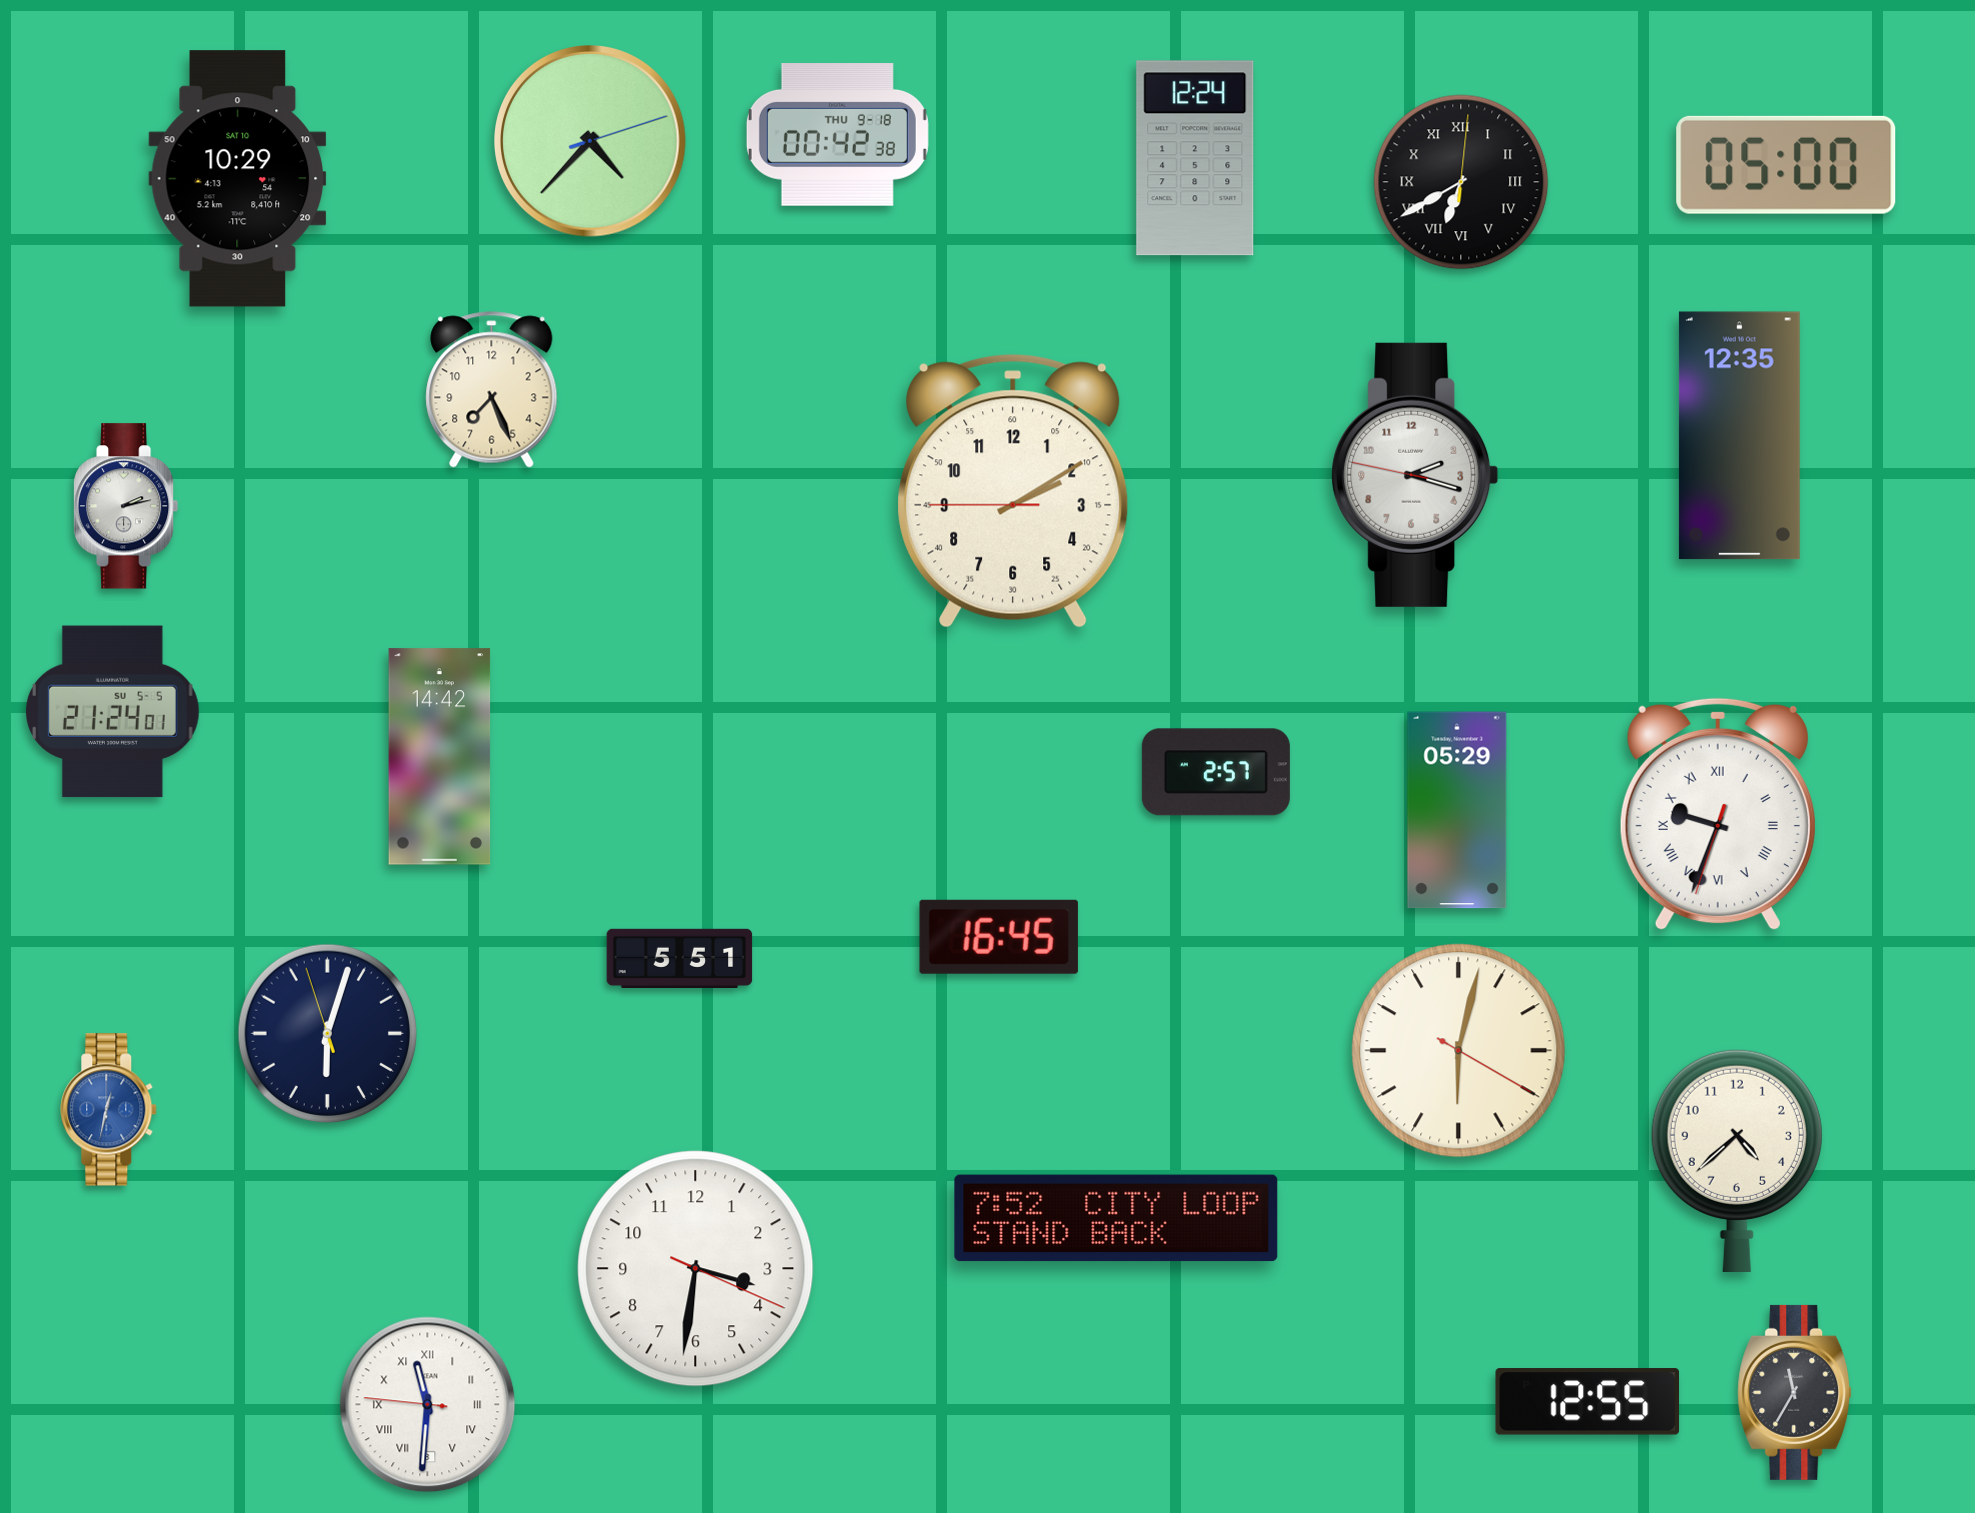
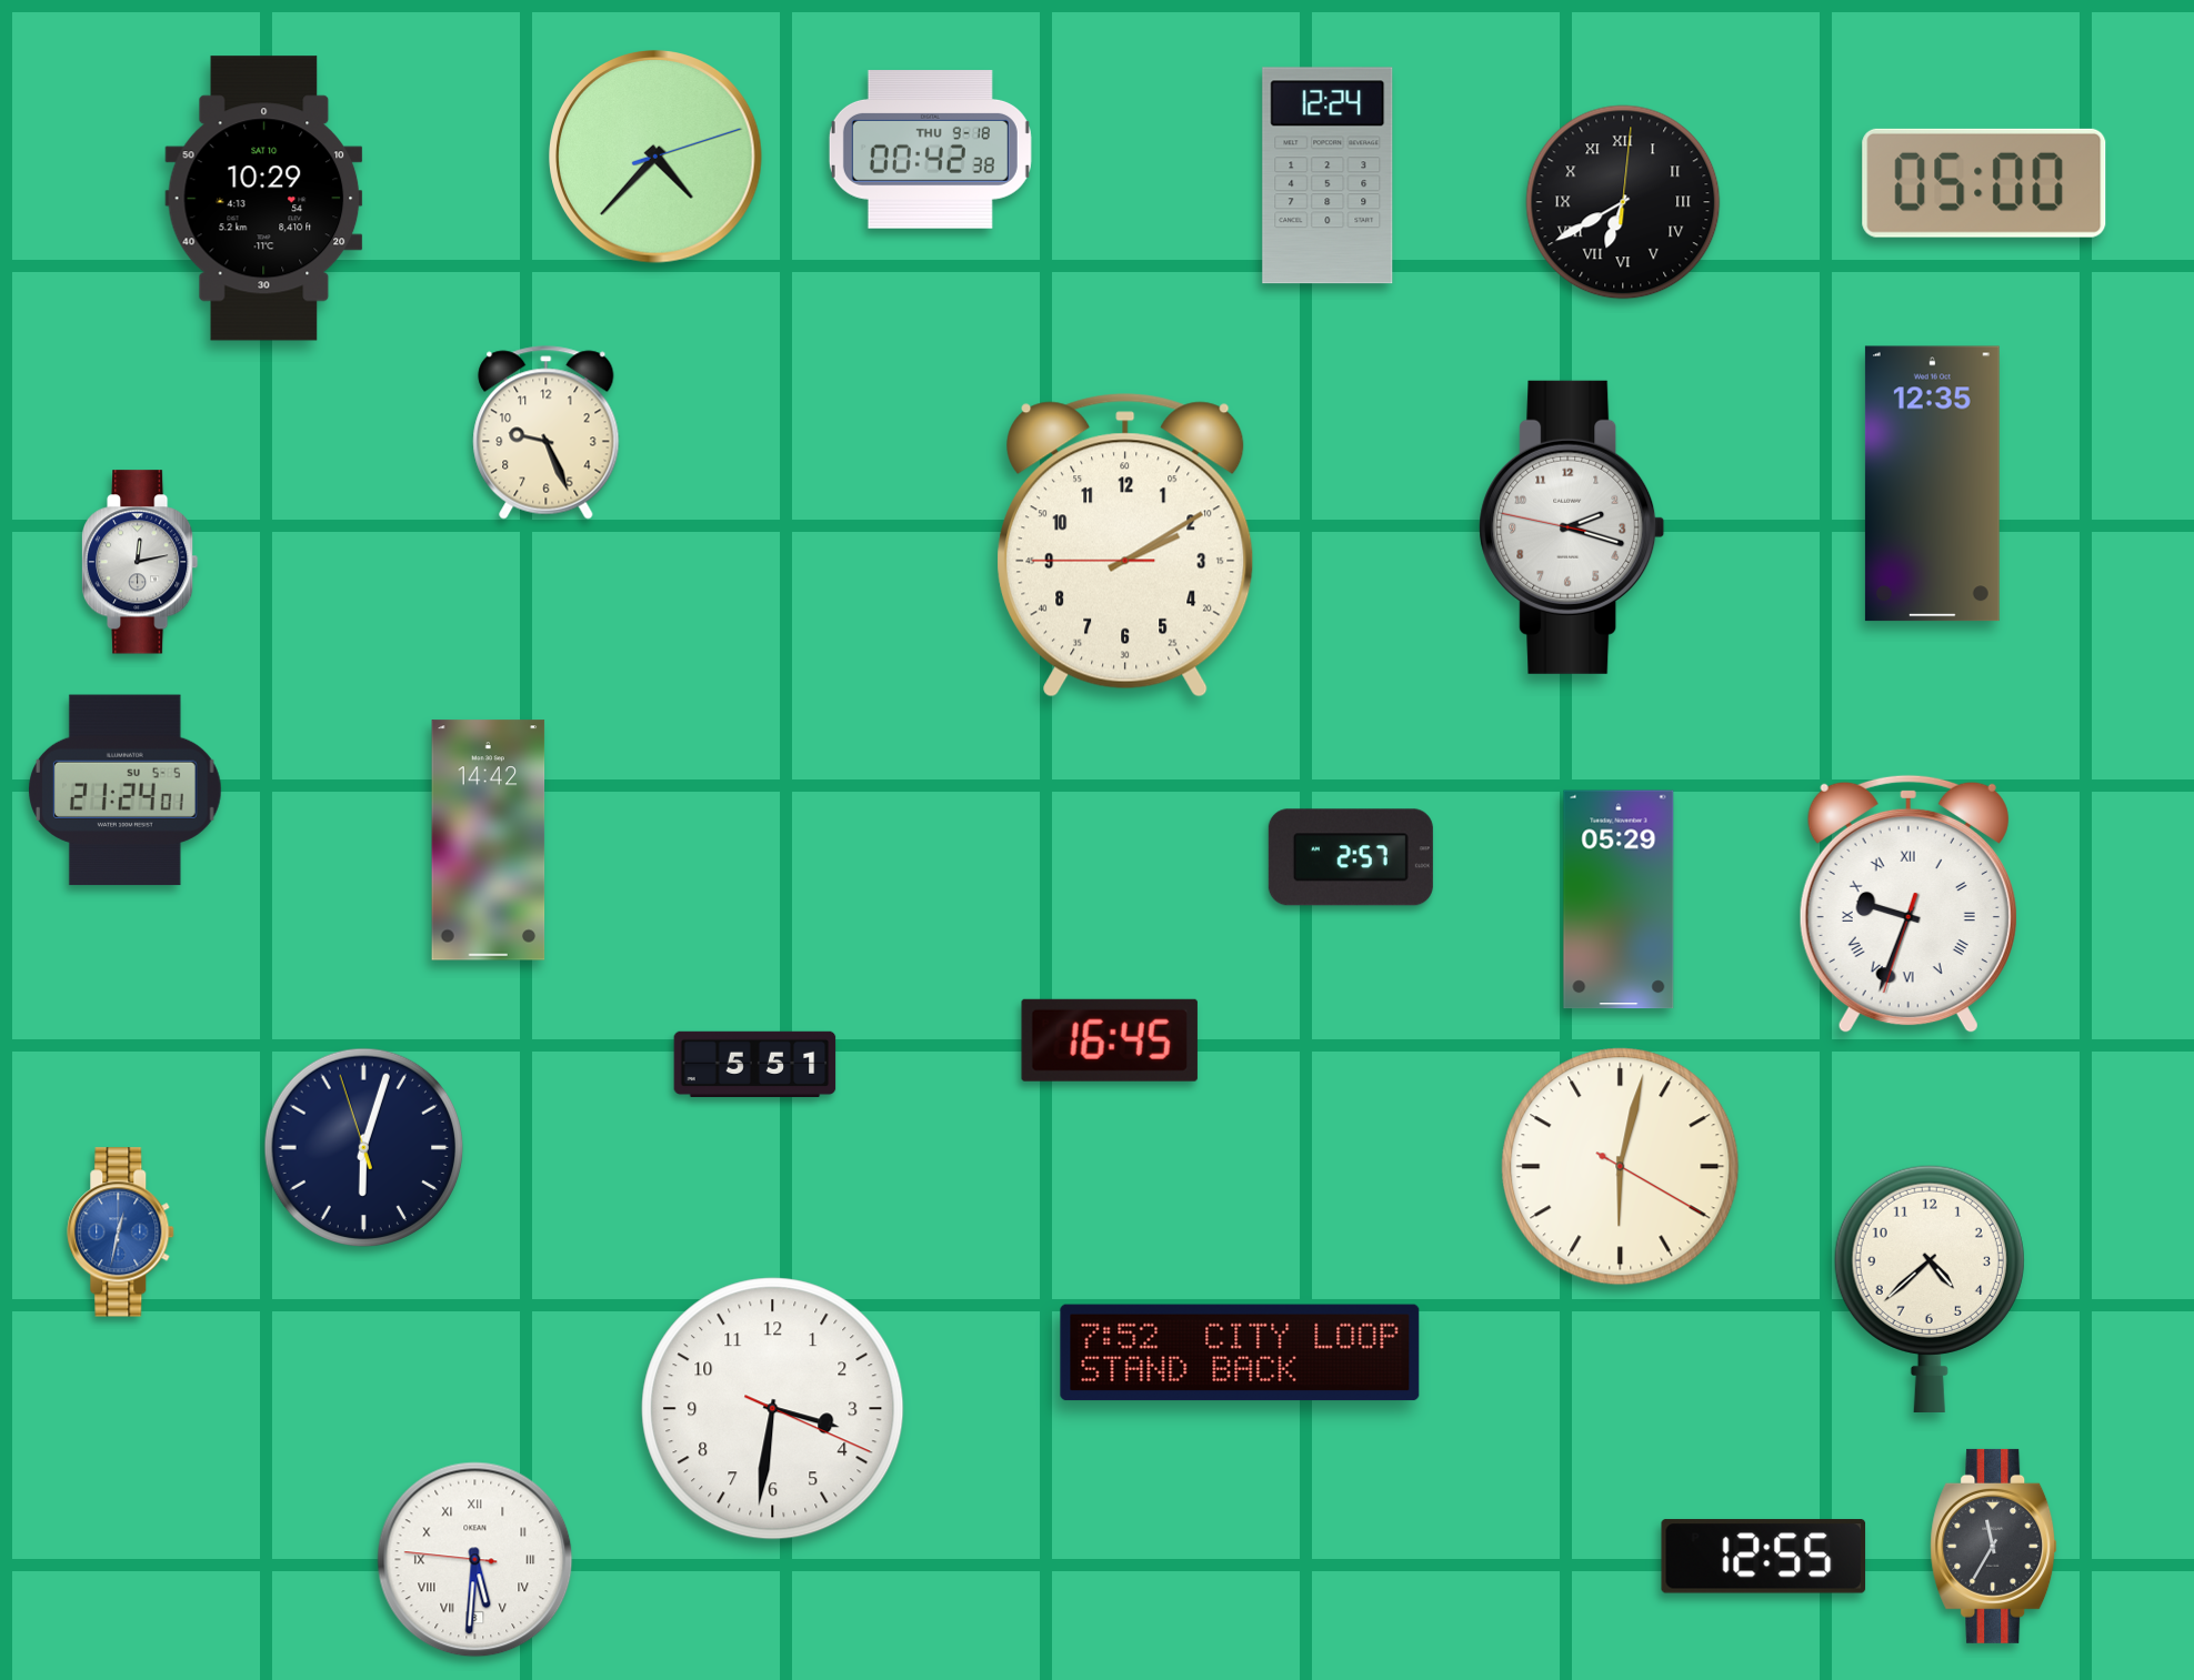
clock at (492, 390): 7:26 -> 9:26
clock at (126, 506): 2:13 -> 12:13
clock at (428, 1405): 11:30 -> 5:30
